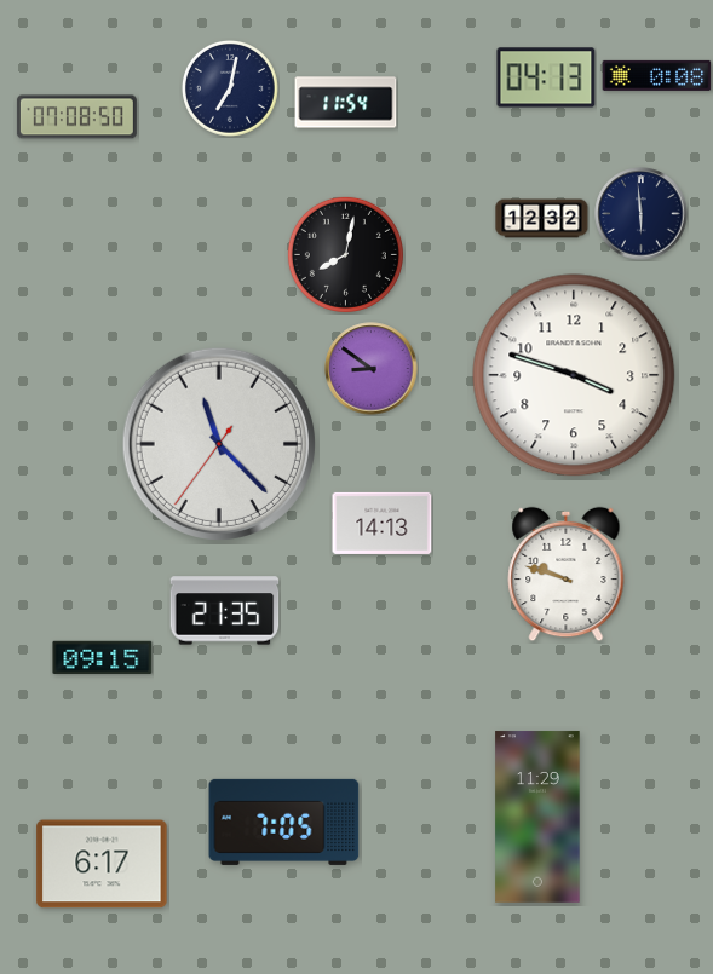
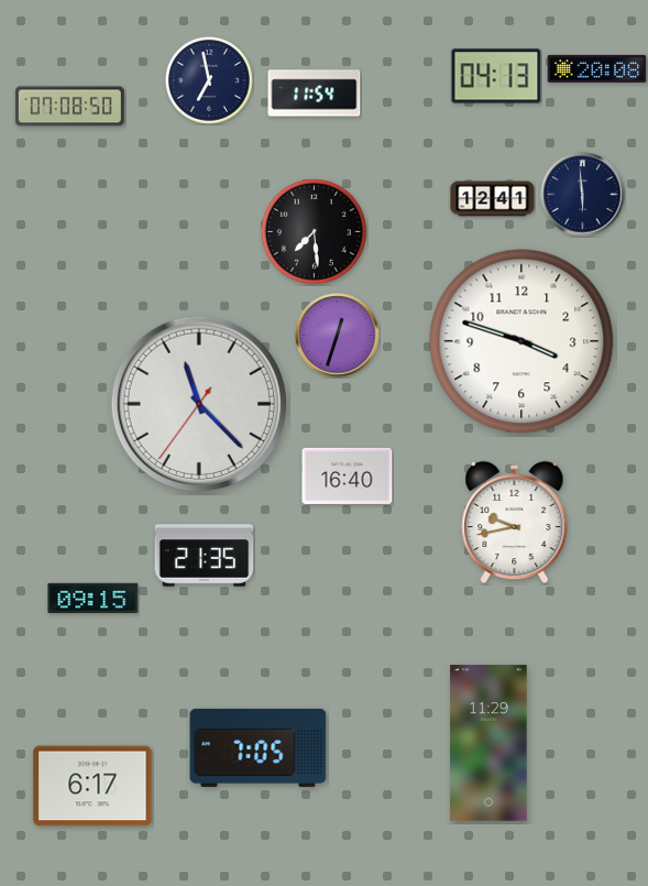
clock at (657, 75): 0:08 -> 20:08
clock at (546, 77) position: (546, 77) -> (496, 76)
clock at (230, 88): 7:02 -> 6:58
clock at (542, 219): 12:32 -> 12:41
clock at (345, 254): 8:02 -> 7:29
clock at (372, 369): 8:51 -> 12:33
clock at (383, 523): 14:13 -> 16:40
clock at (567, 575): 9:48 -> 9:43
